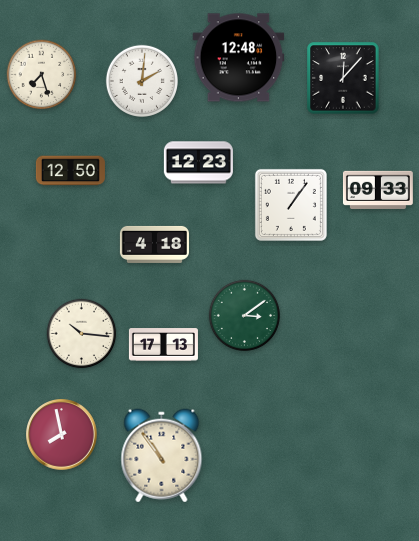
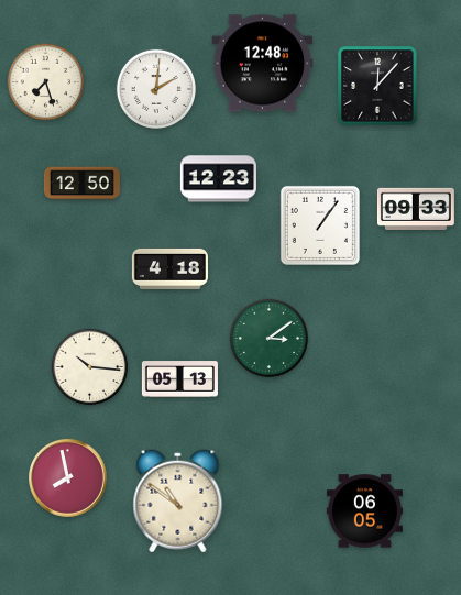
clock at (70, 171) position: (70, 171) -> (81, 184)
clock at (244, 315) position: (244, 315) -> (268, 338)
clock at (163, 345): 17:13 -> 05:13
clock at (162, 456): 10:54 -> 10:51
clock at (364, 511): none -> 06:05
